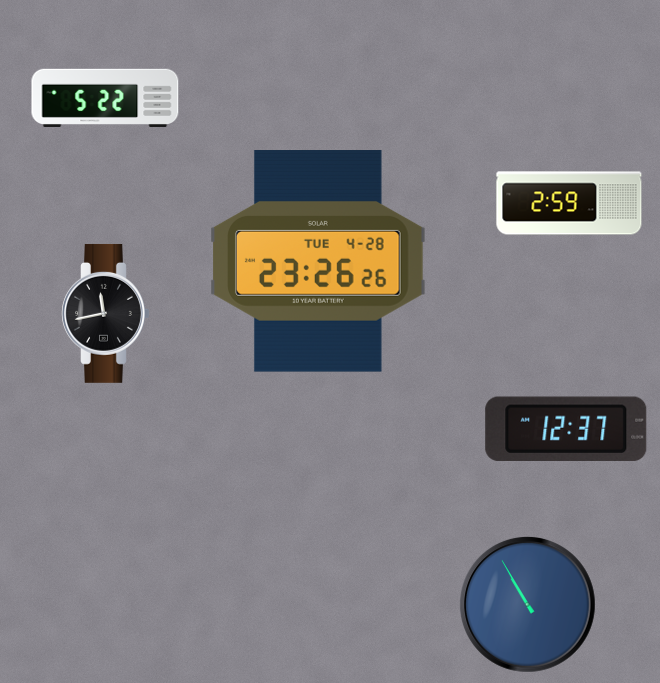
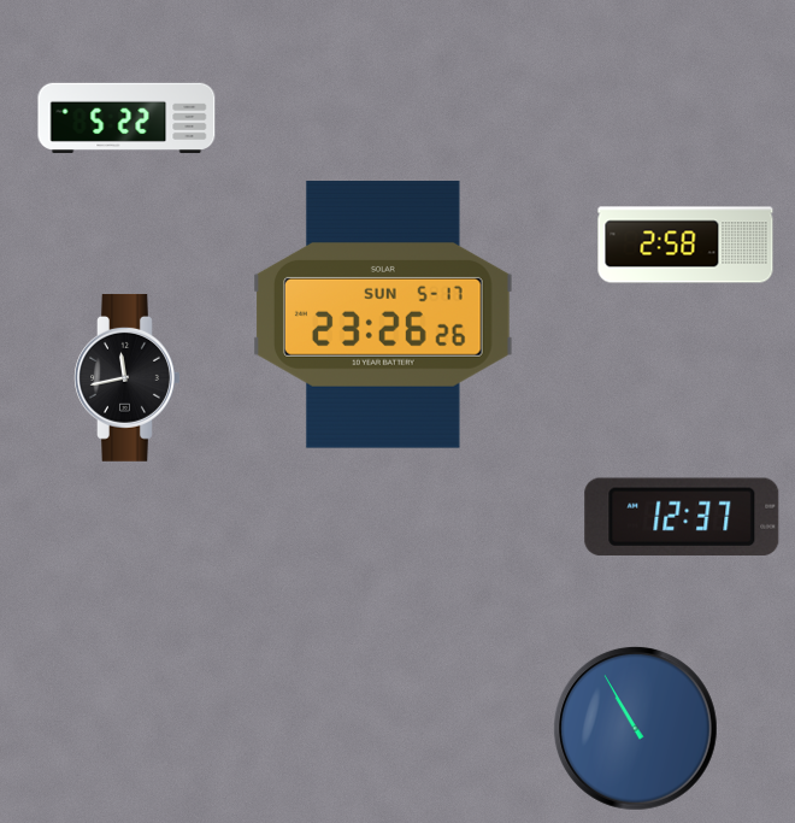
clock at (569, 203): 2:59 -> 2:58
clock at (318, 261) date: TUE 4-28 -> SUN 5-17
